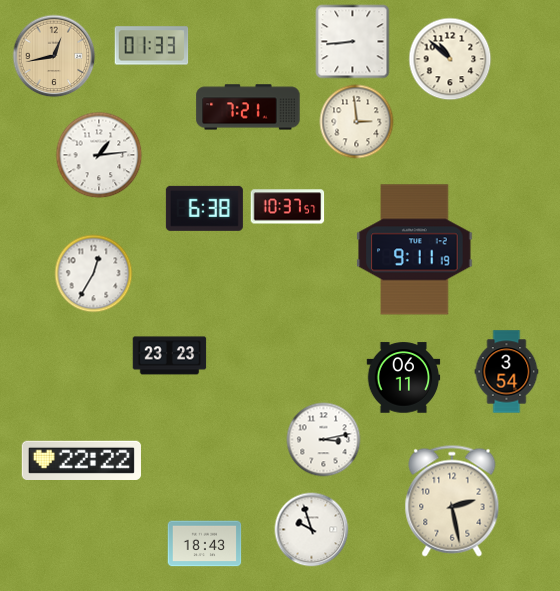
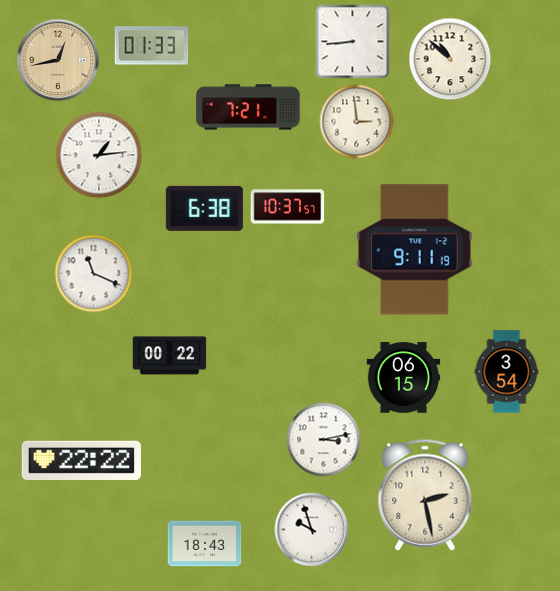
clock at (54, 56) position: (54, 56) -> (58, 60)
clock at (94, 274): 12:35 -> 11:19
clock at (170, 356): 23:23 -> 00:22
clock at (404, 378): 06:11 -> 06:15
clock at (452, 501) position: (452, 501) -> (425, 495)
